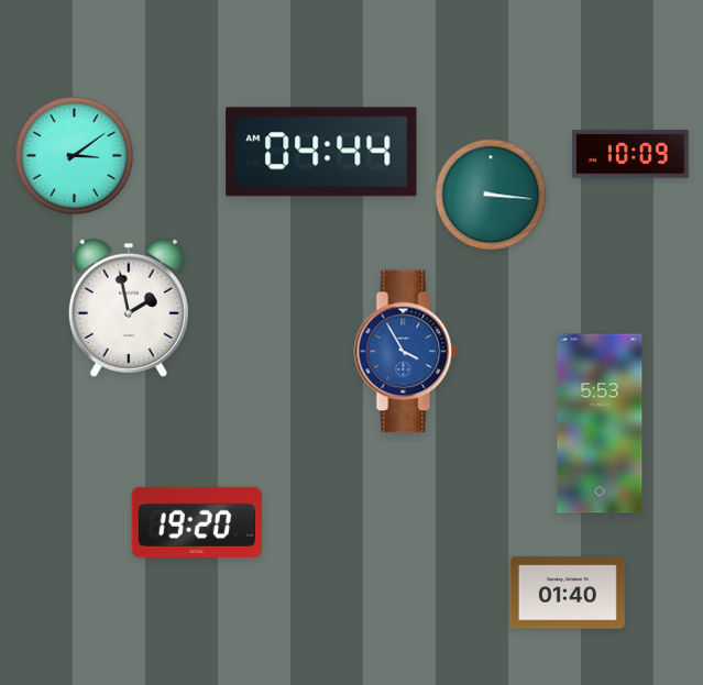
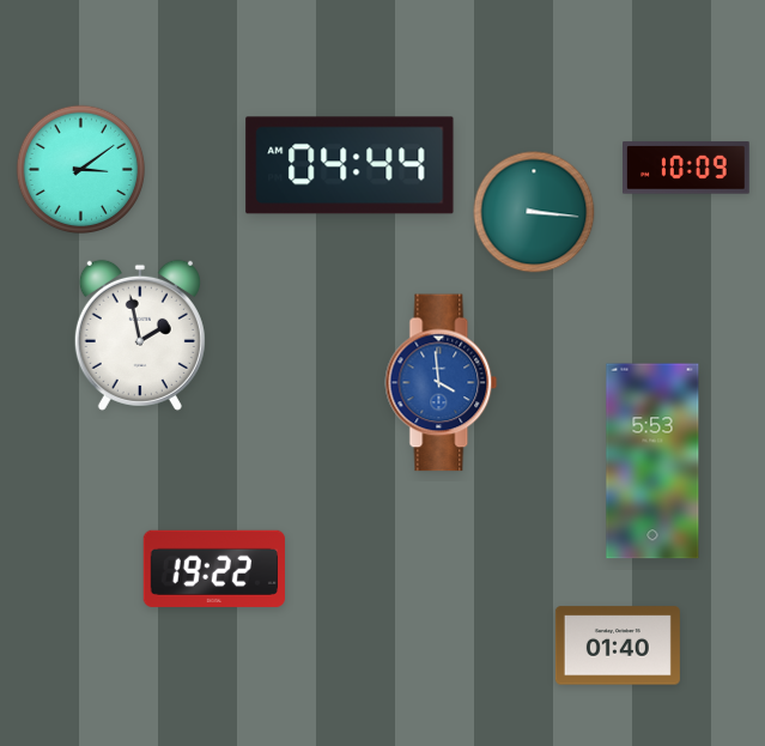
clock at (406, 352): 3:55 -> 3:59
clock at (197, 522): 19:20 -> 19:22
